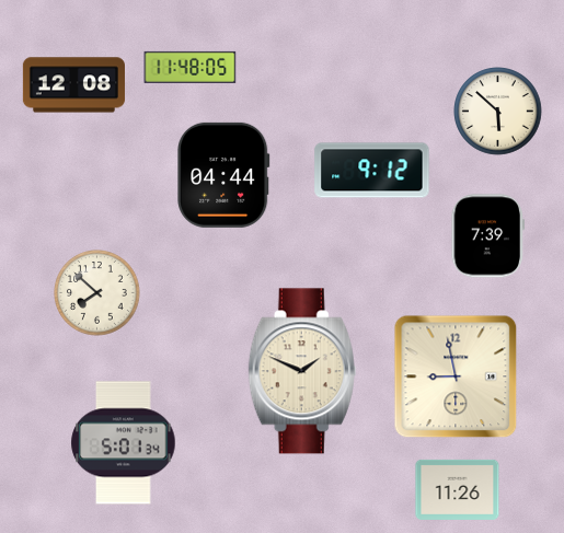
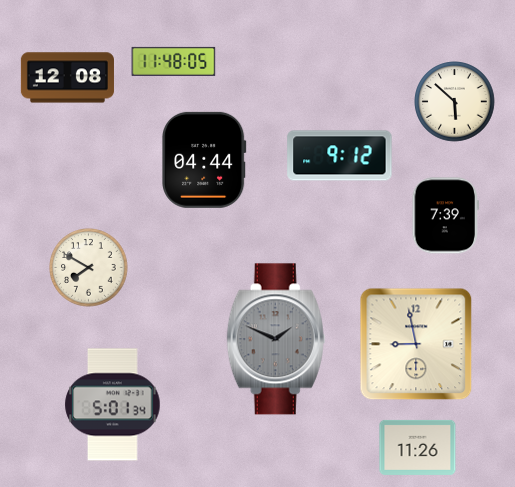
clock at (97, 293): 7:52 -> 7:50
clock at (302, 371) dial: cream -> grey
